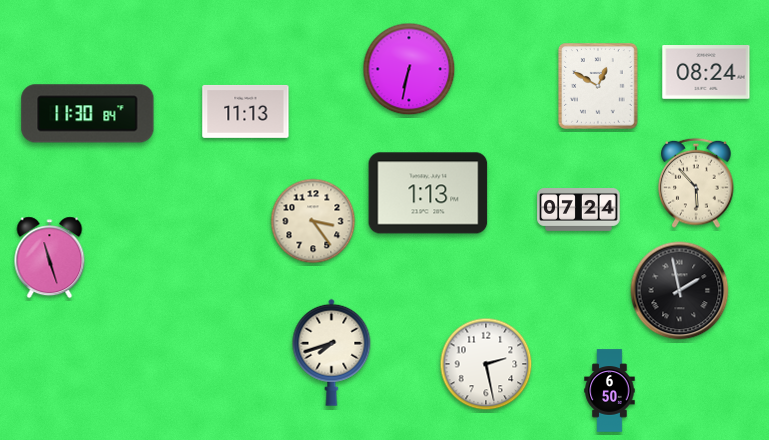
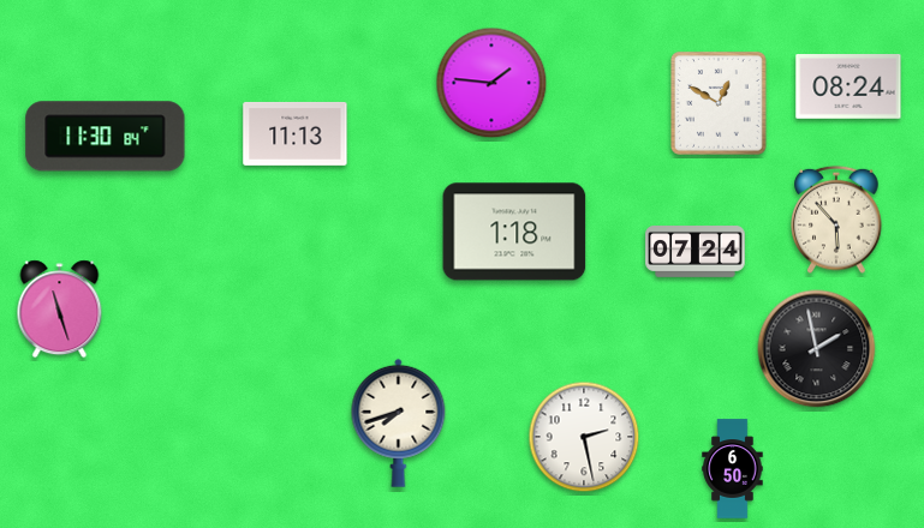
clock at (409, 69): 6:32 -> 1:46
clock at (428, 193): 1:13 -> 1:18
clock at (313, 221): 3:24 -> none
